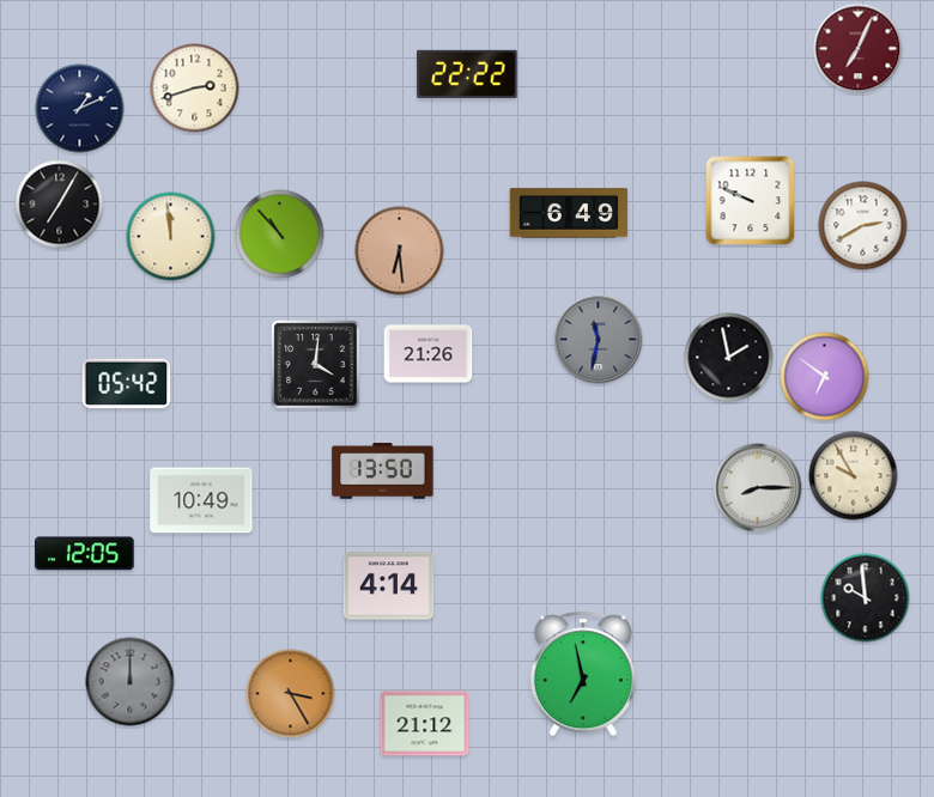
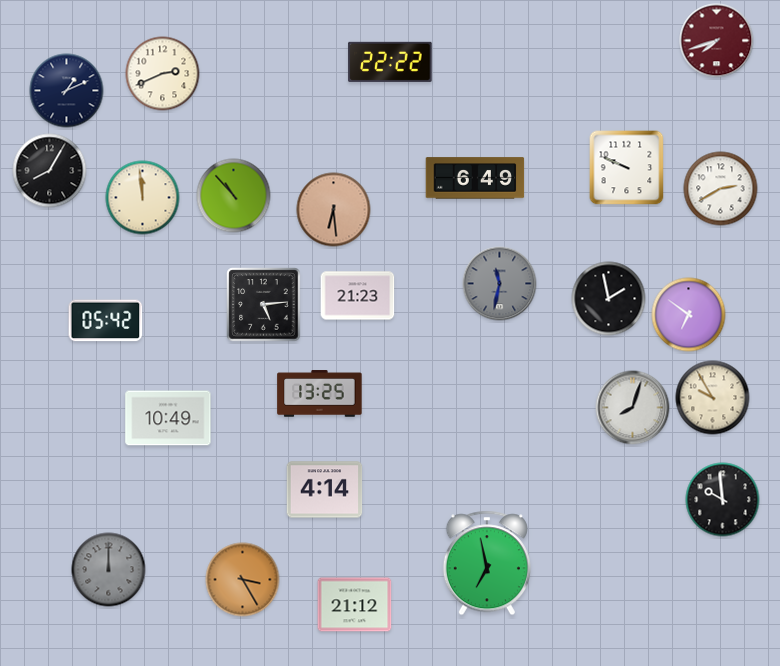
clock at (859, 49): 7:04 -> 7:42
clock at (195, 89): 2:42 -> 2:41
clock at (60, 205): 7:05 -> 8:05
clock at (429, 354): 21:26 -> 21:23
clock at (316, 365): 4:01 -> 5:14
clock at (383, 471): 13:50 -> 13:25
clock at (758, 488): 8:15 -> 8:03
clock at (85, 554): 12:05 -> none
